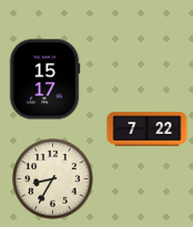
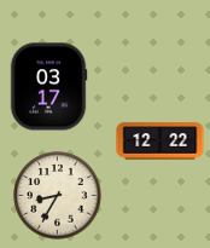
clock at (44, 80): 15:17 -> 03:17
clock at (148, 130): 7:22 -> 12:22
